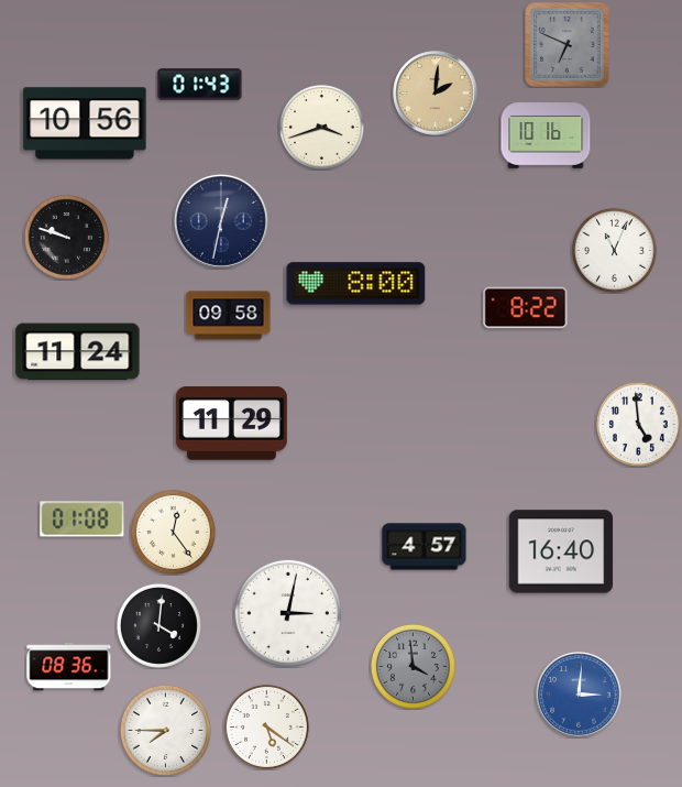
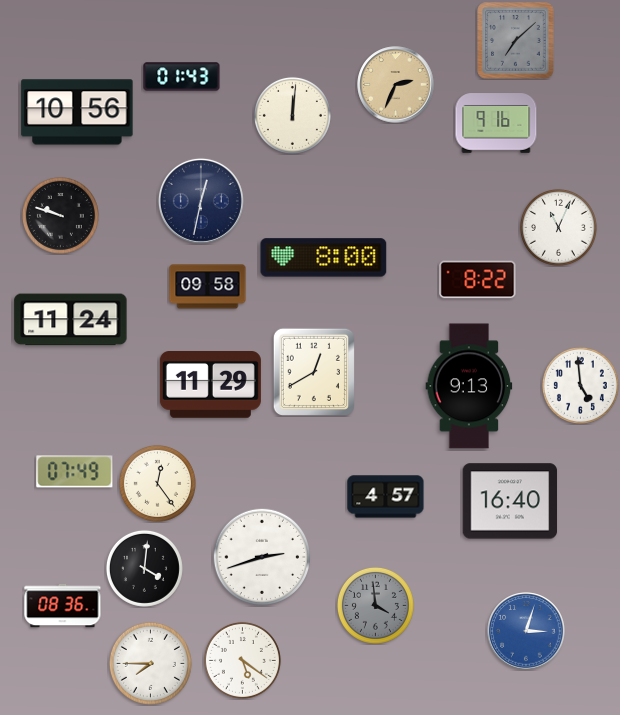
clock at (568, 45): 6:49 -> 7:08
clock at (436, 94): 2:01 -> 2:34
clock at (321, 127): 3:42 -> 12:01
clock at (546, 135): 10:16 -> 9:16
clock at (314, 372): none -> 12:40
clock at (469, 386): none -> 9:13
clock at (82, 520): 01:08 -> 07:49
clock at (287, 612): 3:02 -> 2:42
clock at (579, 695): 3:01 -> 3:03
